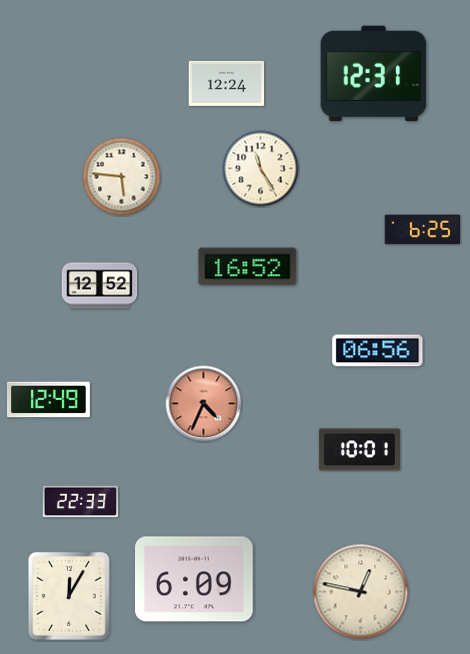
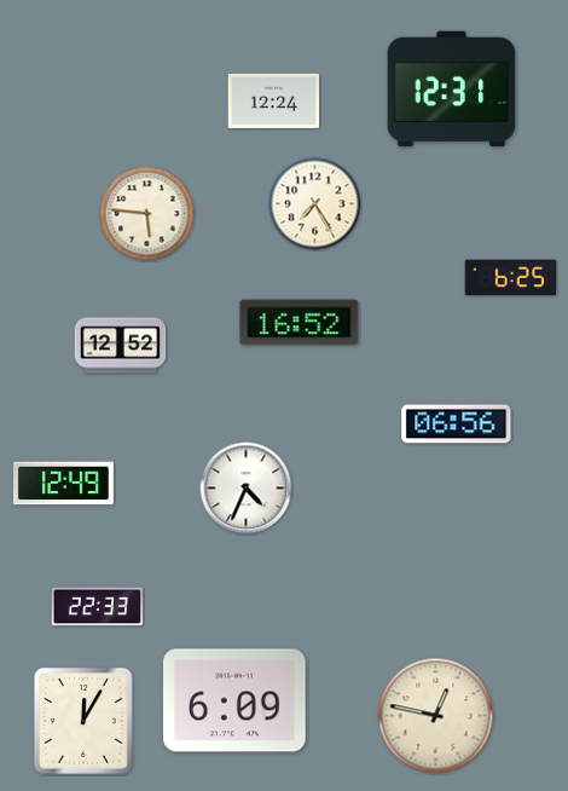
clock at (261, 169): 11:25 -> 7:25
clock at (48, 400) position: (48, 400) -> (63, 484)
clock at (204, 404) dial: salmon -> white
clock at (359, 450): 10:01 -> none
